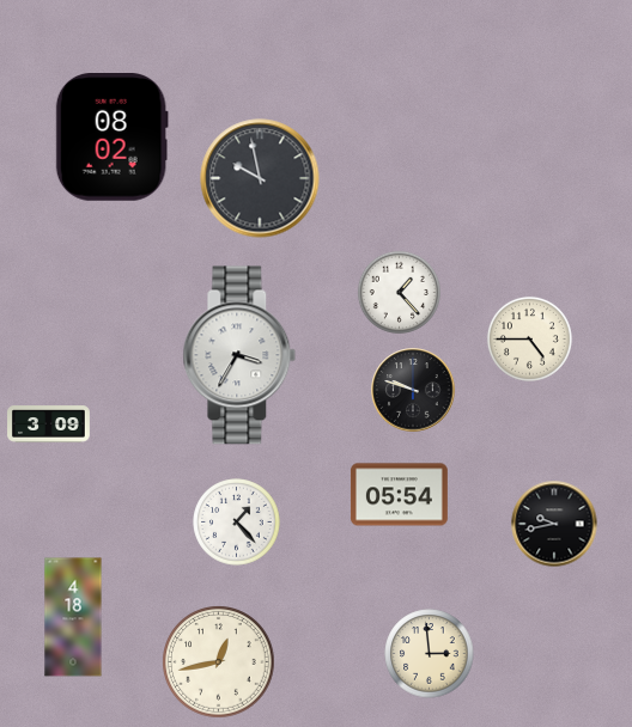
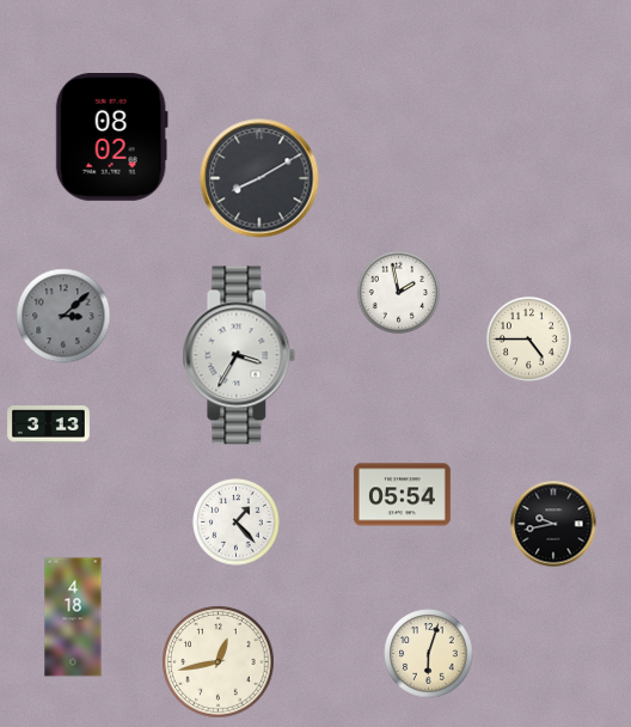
clock at (260, 178): 9:58 -> 8:10
clock at (399, 292): 1:23 -> 1:58
clock at (63, 316): none -> 3:08
clock at (413, 390): 9:48 -> none
clock at (49, 424): 3:09 -> 3:13
clock at (399, 495) position: (399, 495) -> (402, 495)
clock at (430, 654): 2:59 -> 6:03
